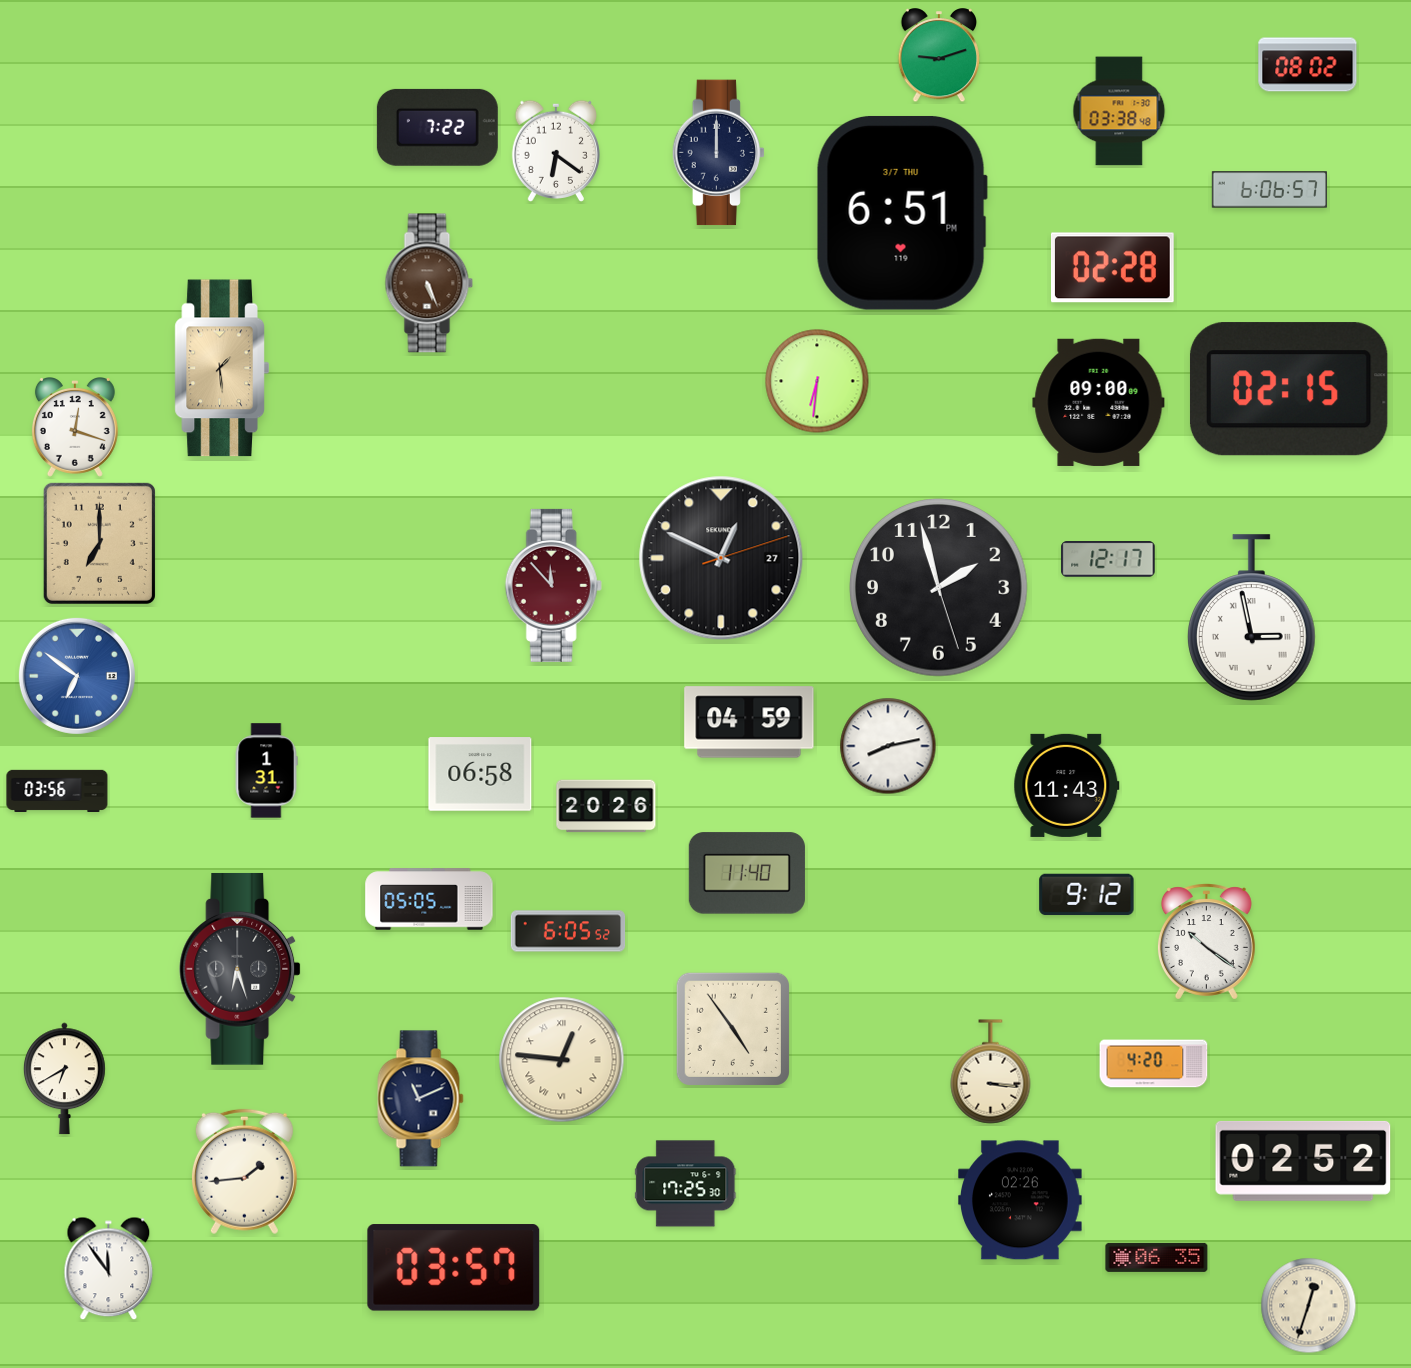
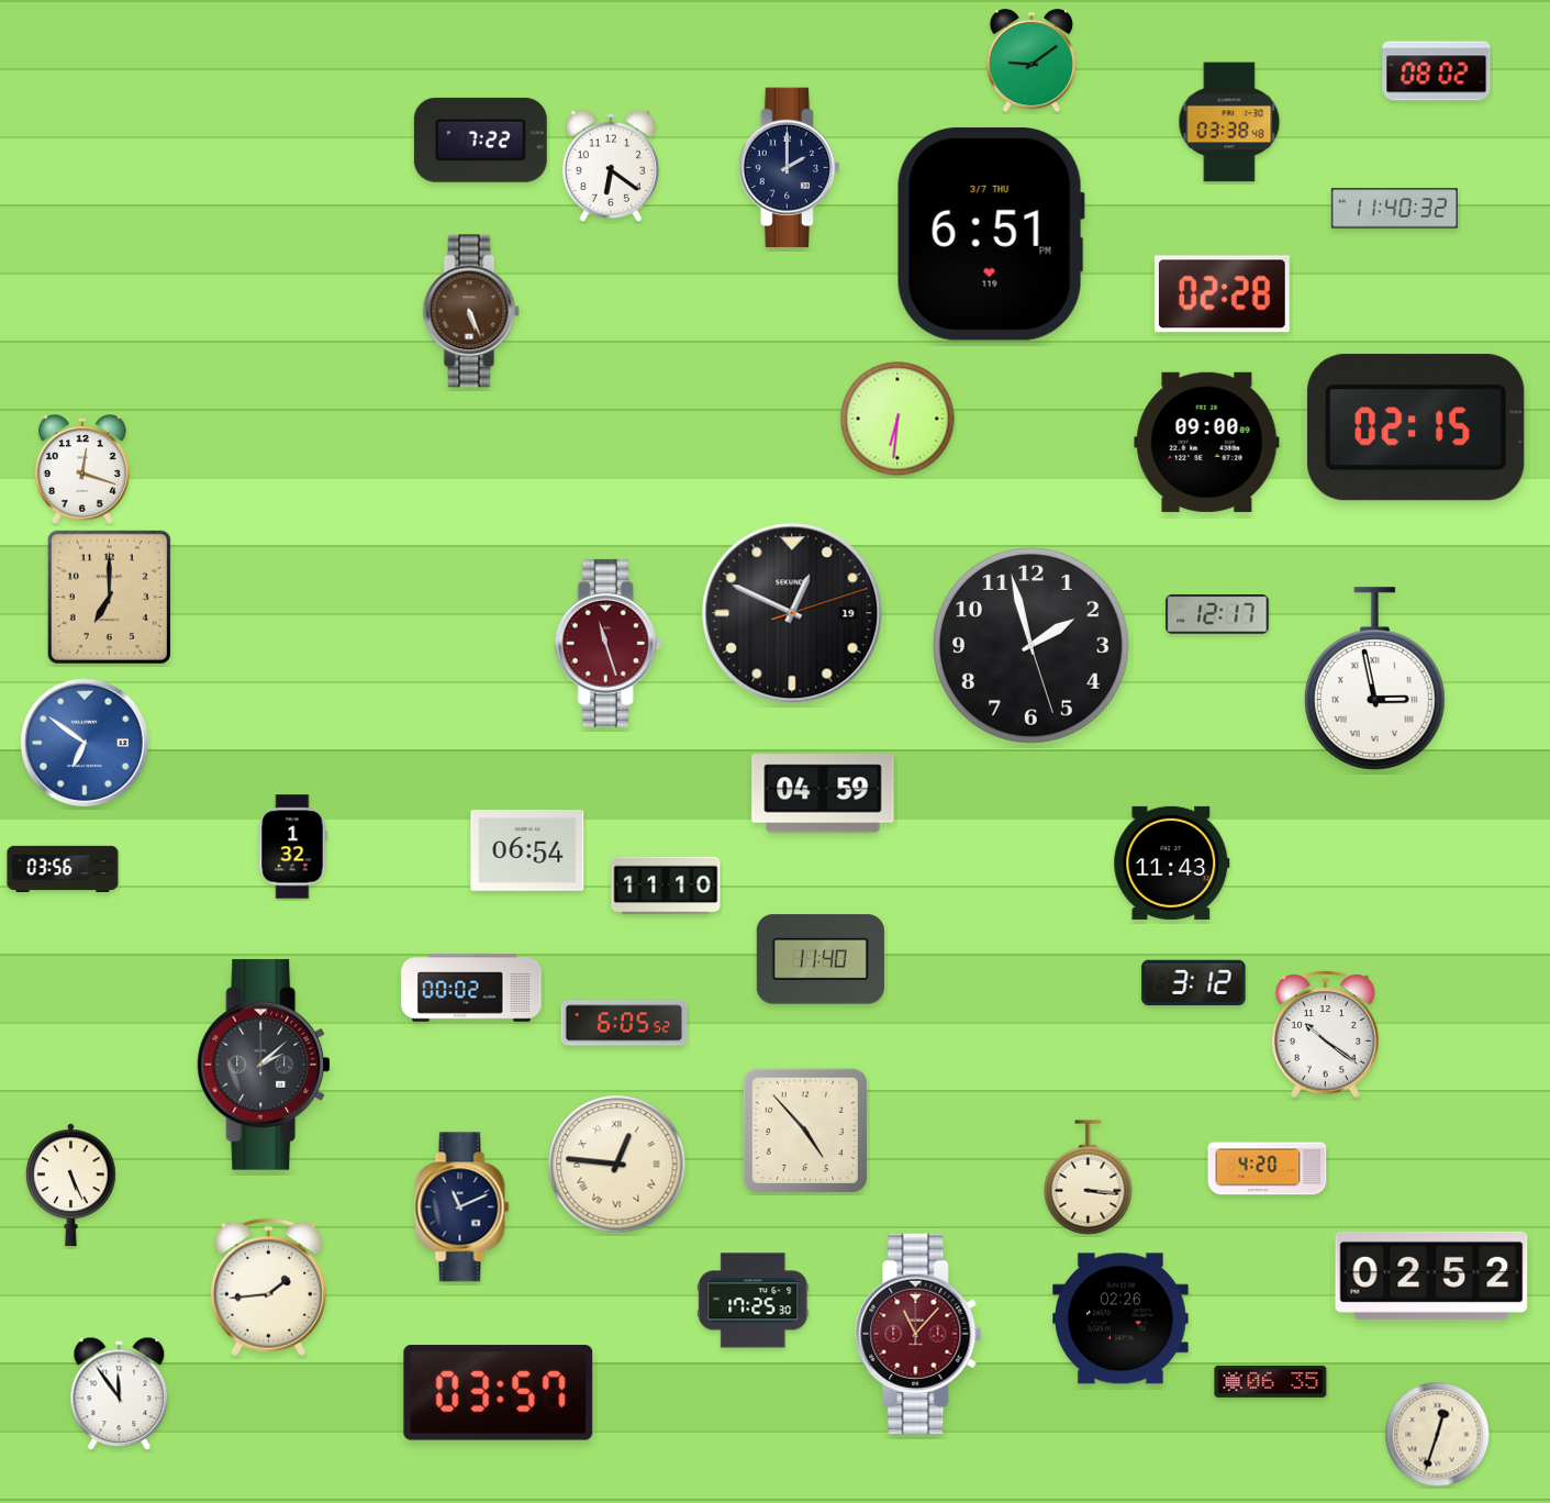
clock at (939, 56): 9:12 -> 9:09
clock at (718, 153): 12:00 -> 2:00
clock at (1269, 190): 6:06 -> 11:40
clock at (222, 368): 1:29 -> none
clock at (721, 558) date: 27 -> 19
clock at (553, 585): 11:53 -> 11:27
clock at (888, 746): 8:13 -> none
clock at (266, 771): 1:31 -> 1:32
clock at (480, 774): 06:58 -> 06:54
clock at (606, 806): 20:26 -> 11:10
clock at (1087, 895): 9:12 -> 3:12
clock at (429, 899): 05:05 -> 00:02
clock at (240, 969): 6:27 -> 2:08
clock at (733, 1029): 4:54 -> 4:53
clock at (65, 1079): 6:40 -> 5:26
clock at (918, 1334): none -> 11:07
